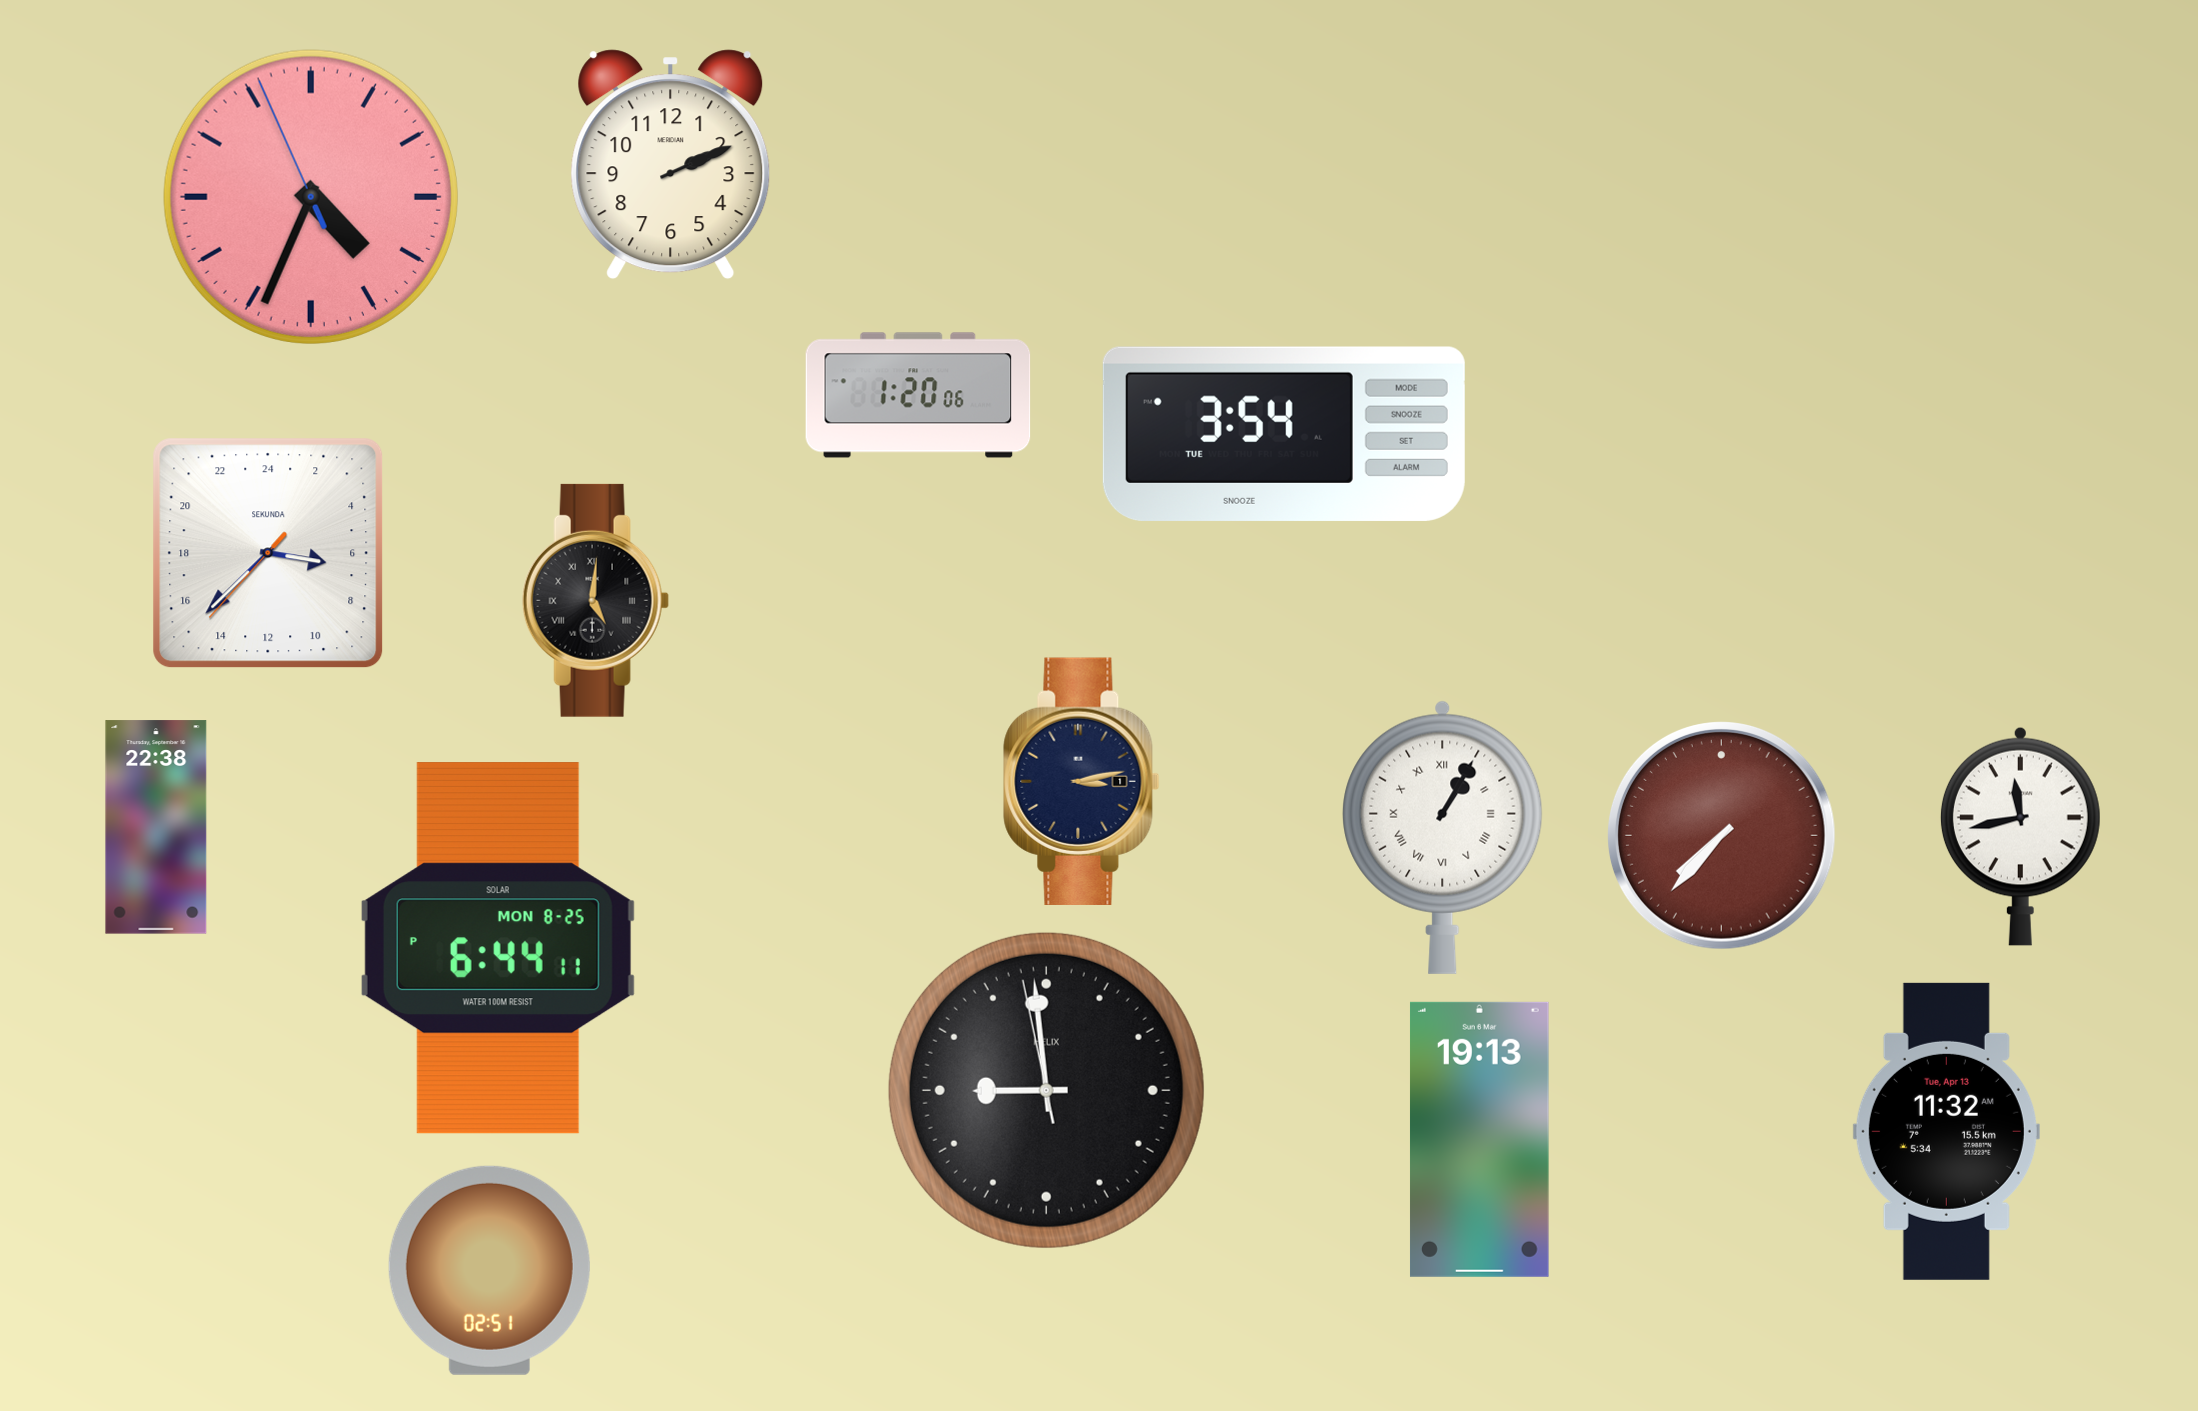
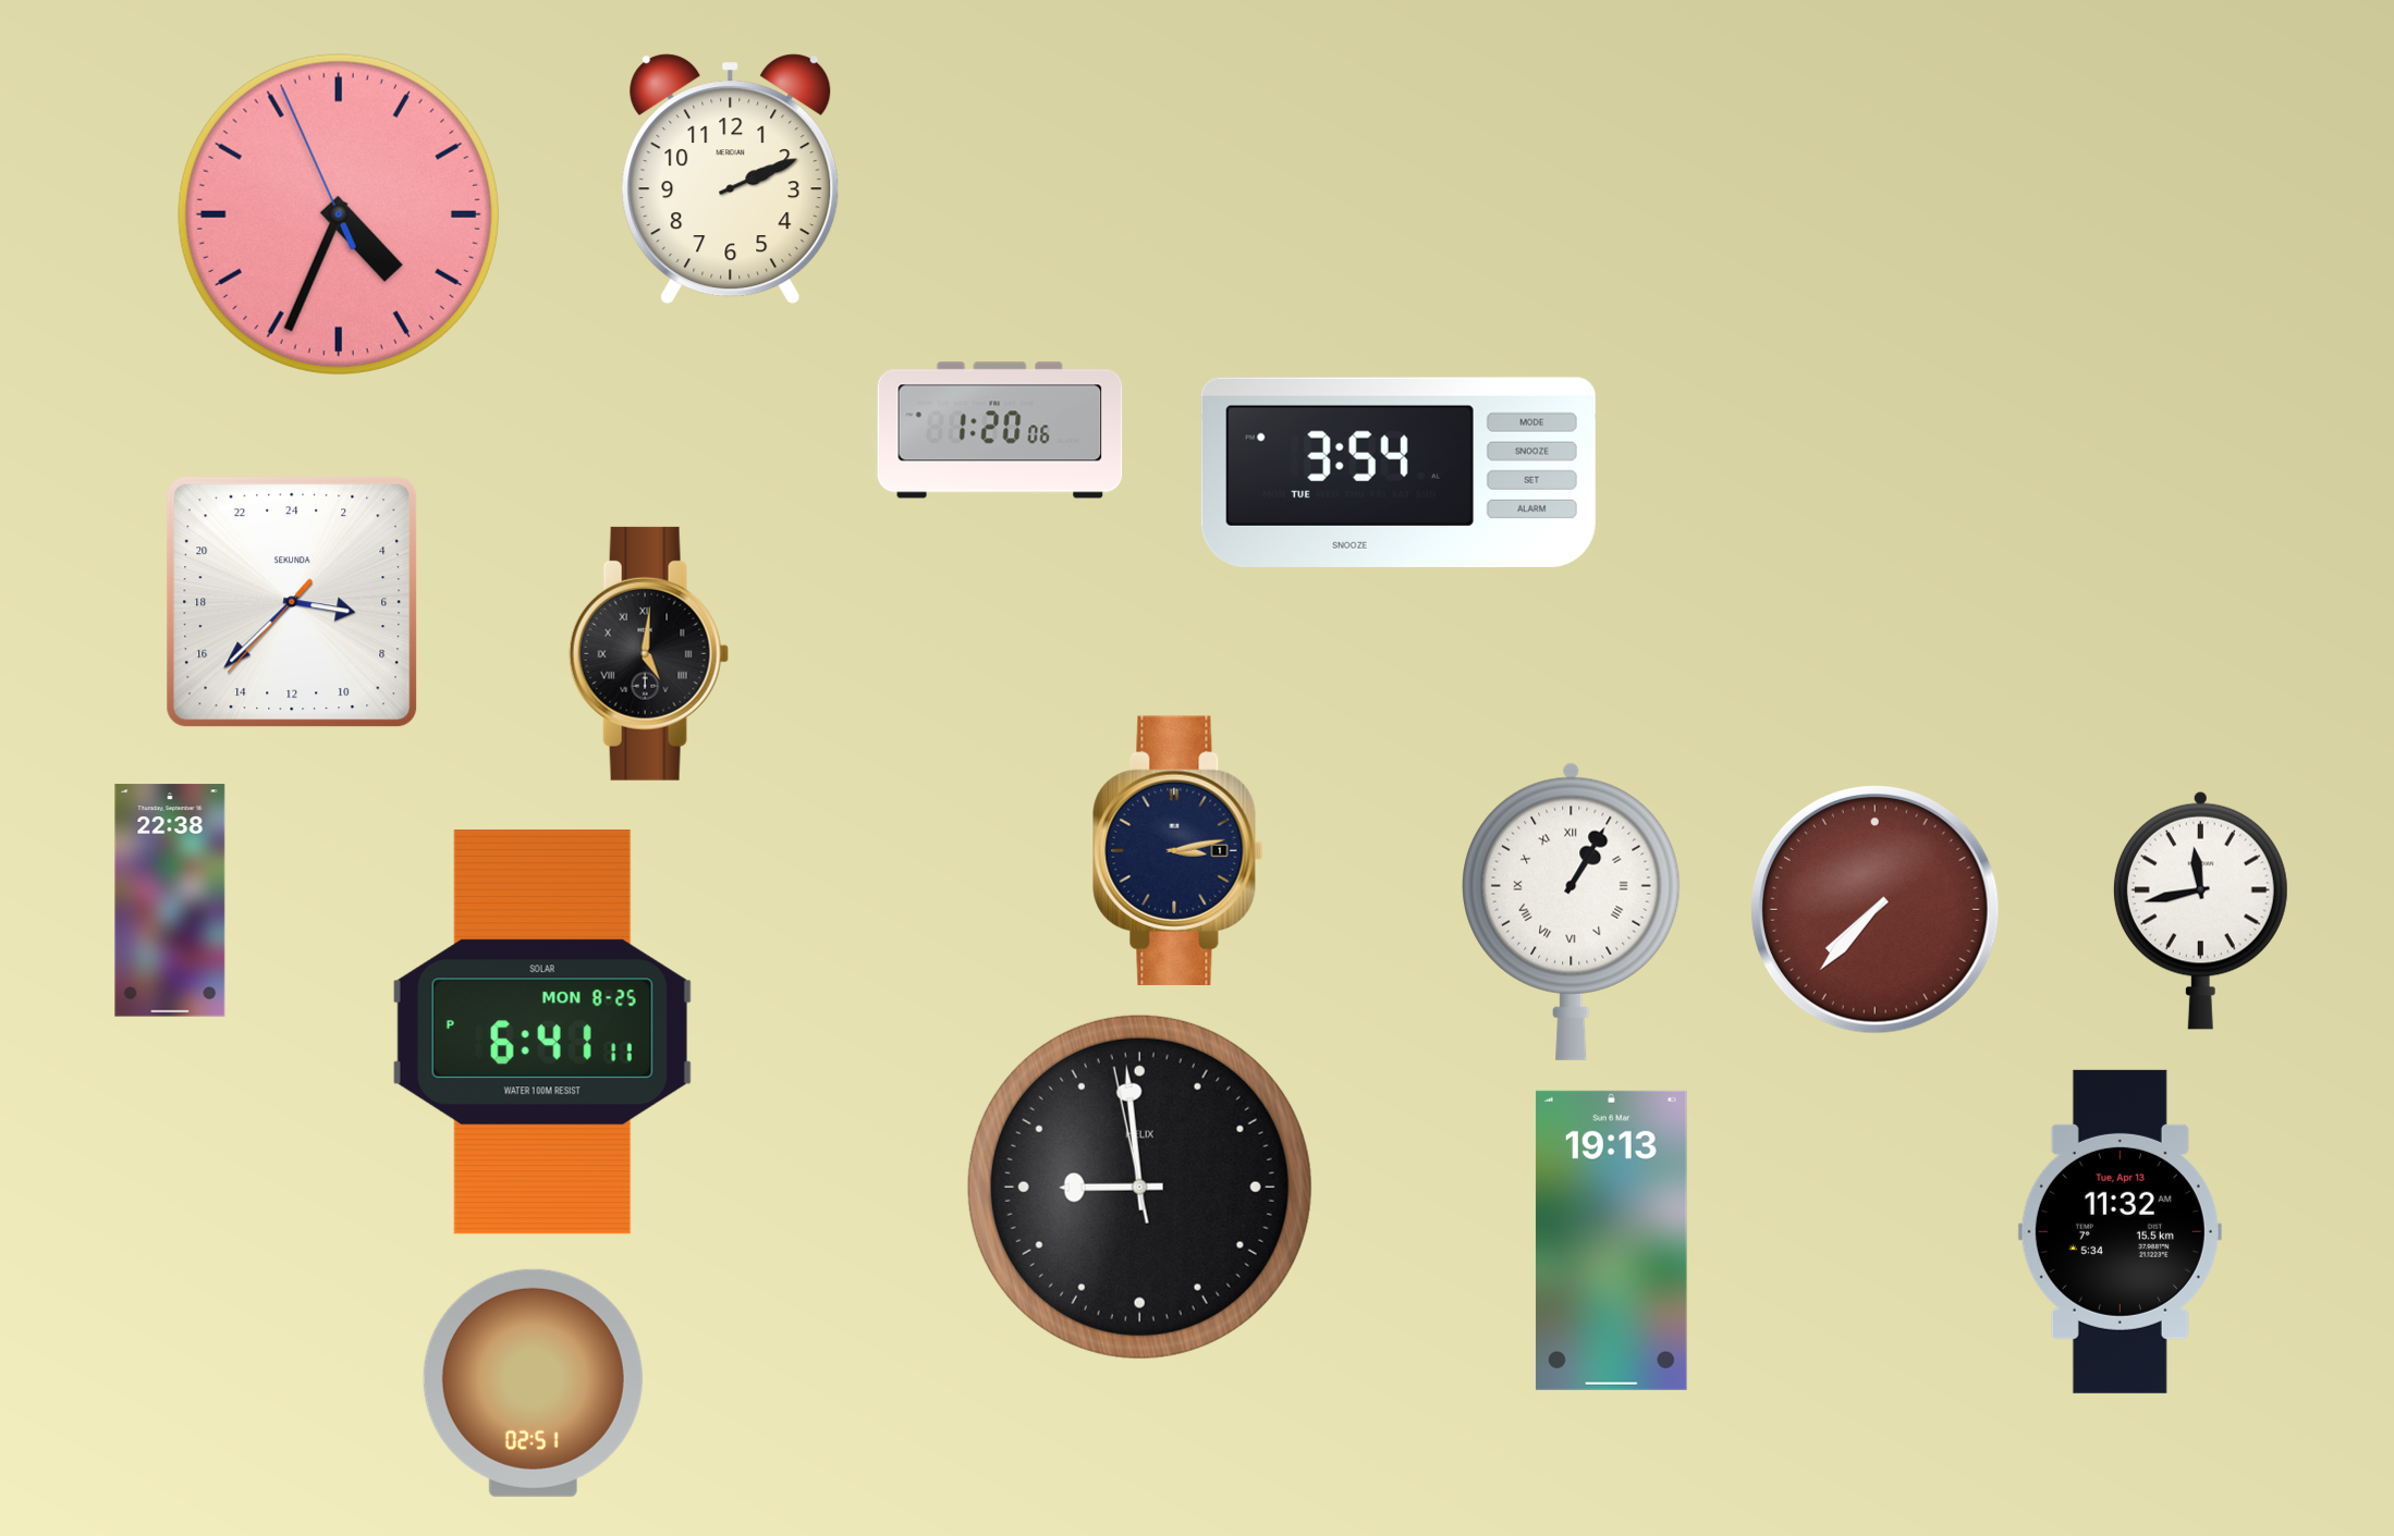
clock at (498, 948): 6:44 -> 6:41
